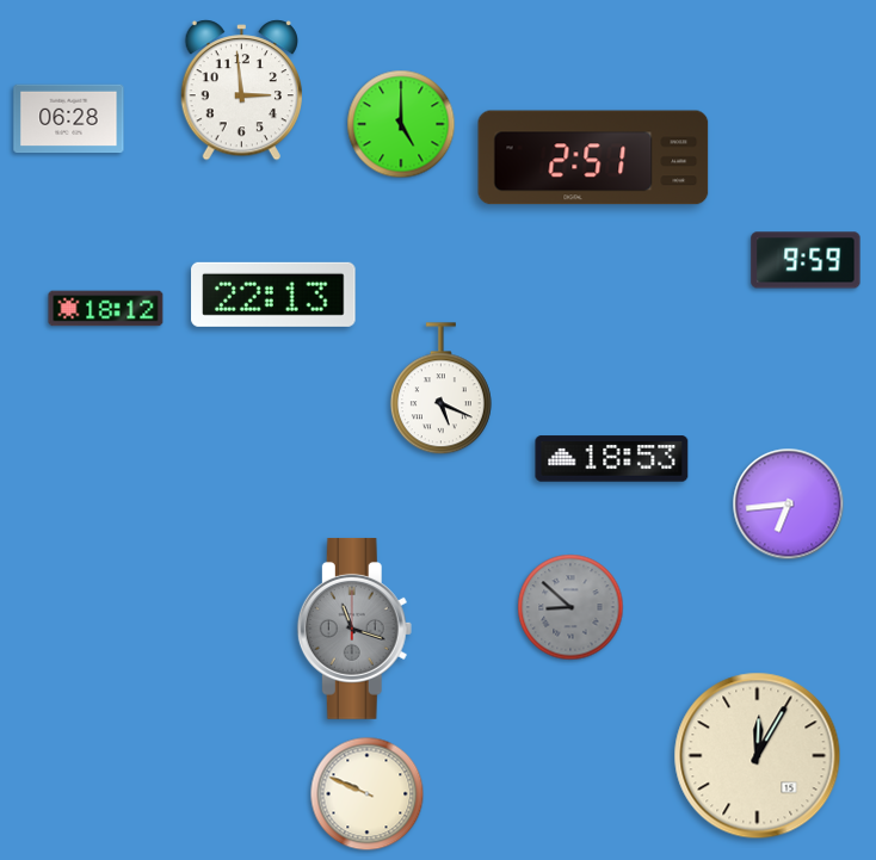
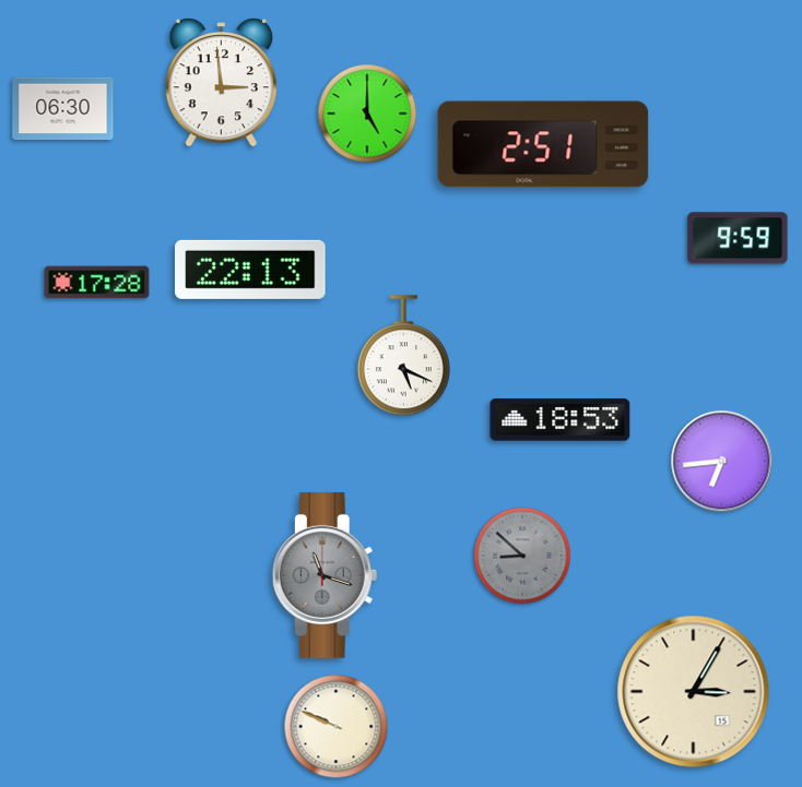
clock at (69, 119): 06:28 -> 06:30
clock at (106, 309): 18:12 -> 17:28
clock at (758, 756): 12:05 -> 3:05
